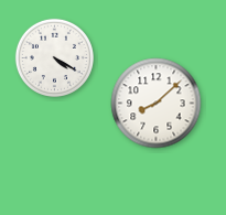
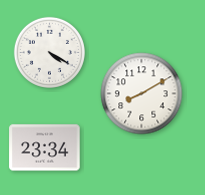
clock at (157, 104): 8:08 -> 8:10
clock at (45, 148): none -> 23:34
